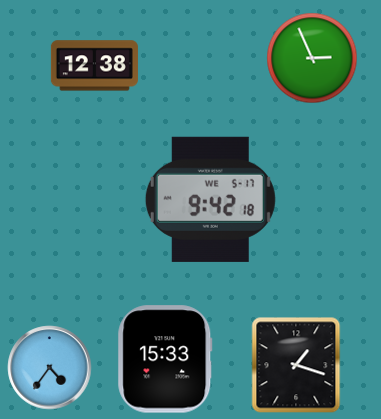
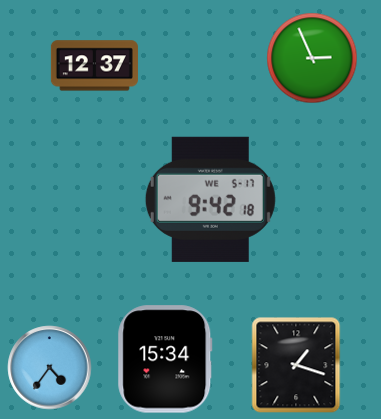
clock at (94, 66): 12:38 -> 12:37
clock at (165, 359): 15:33 -> 15:34
